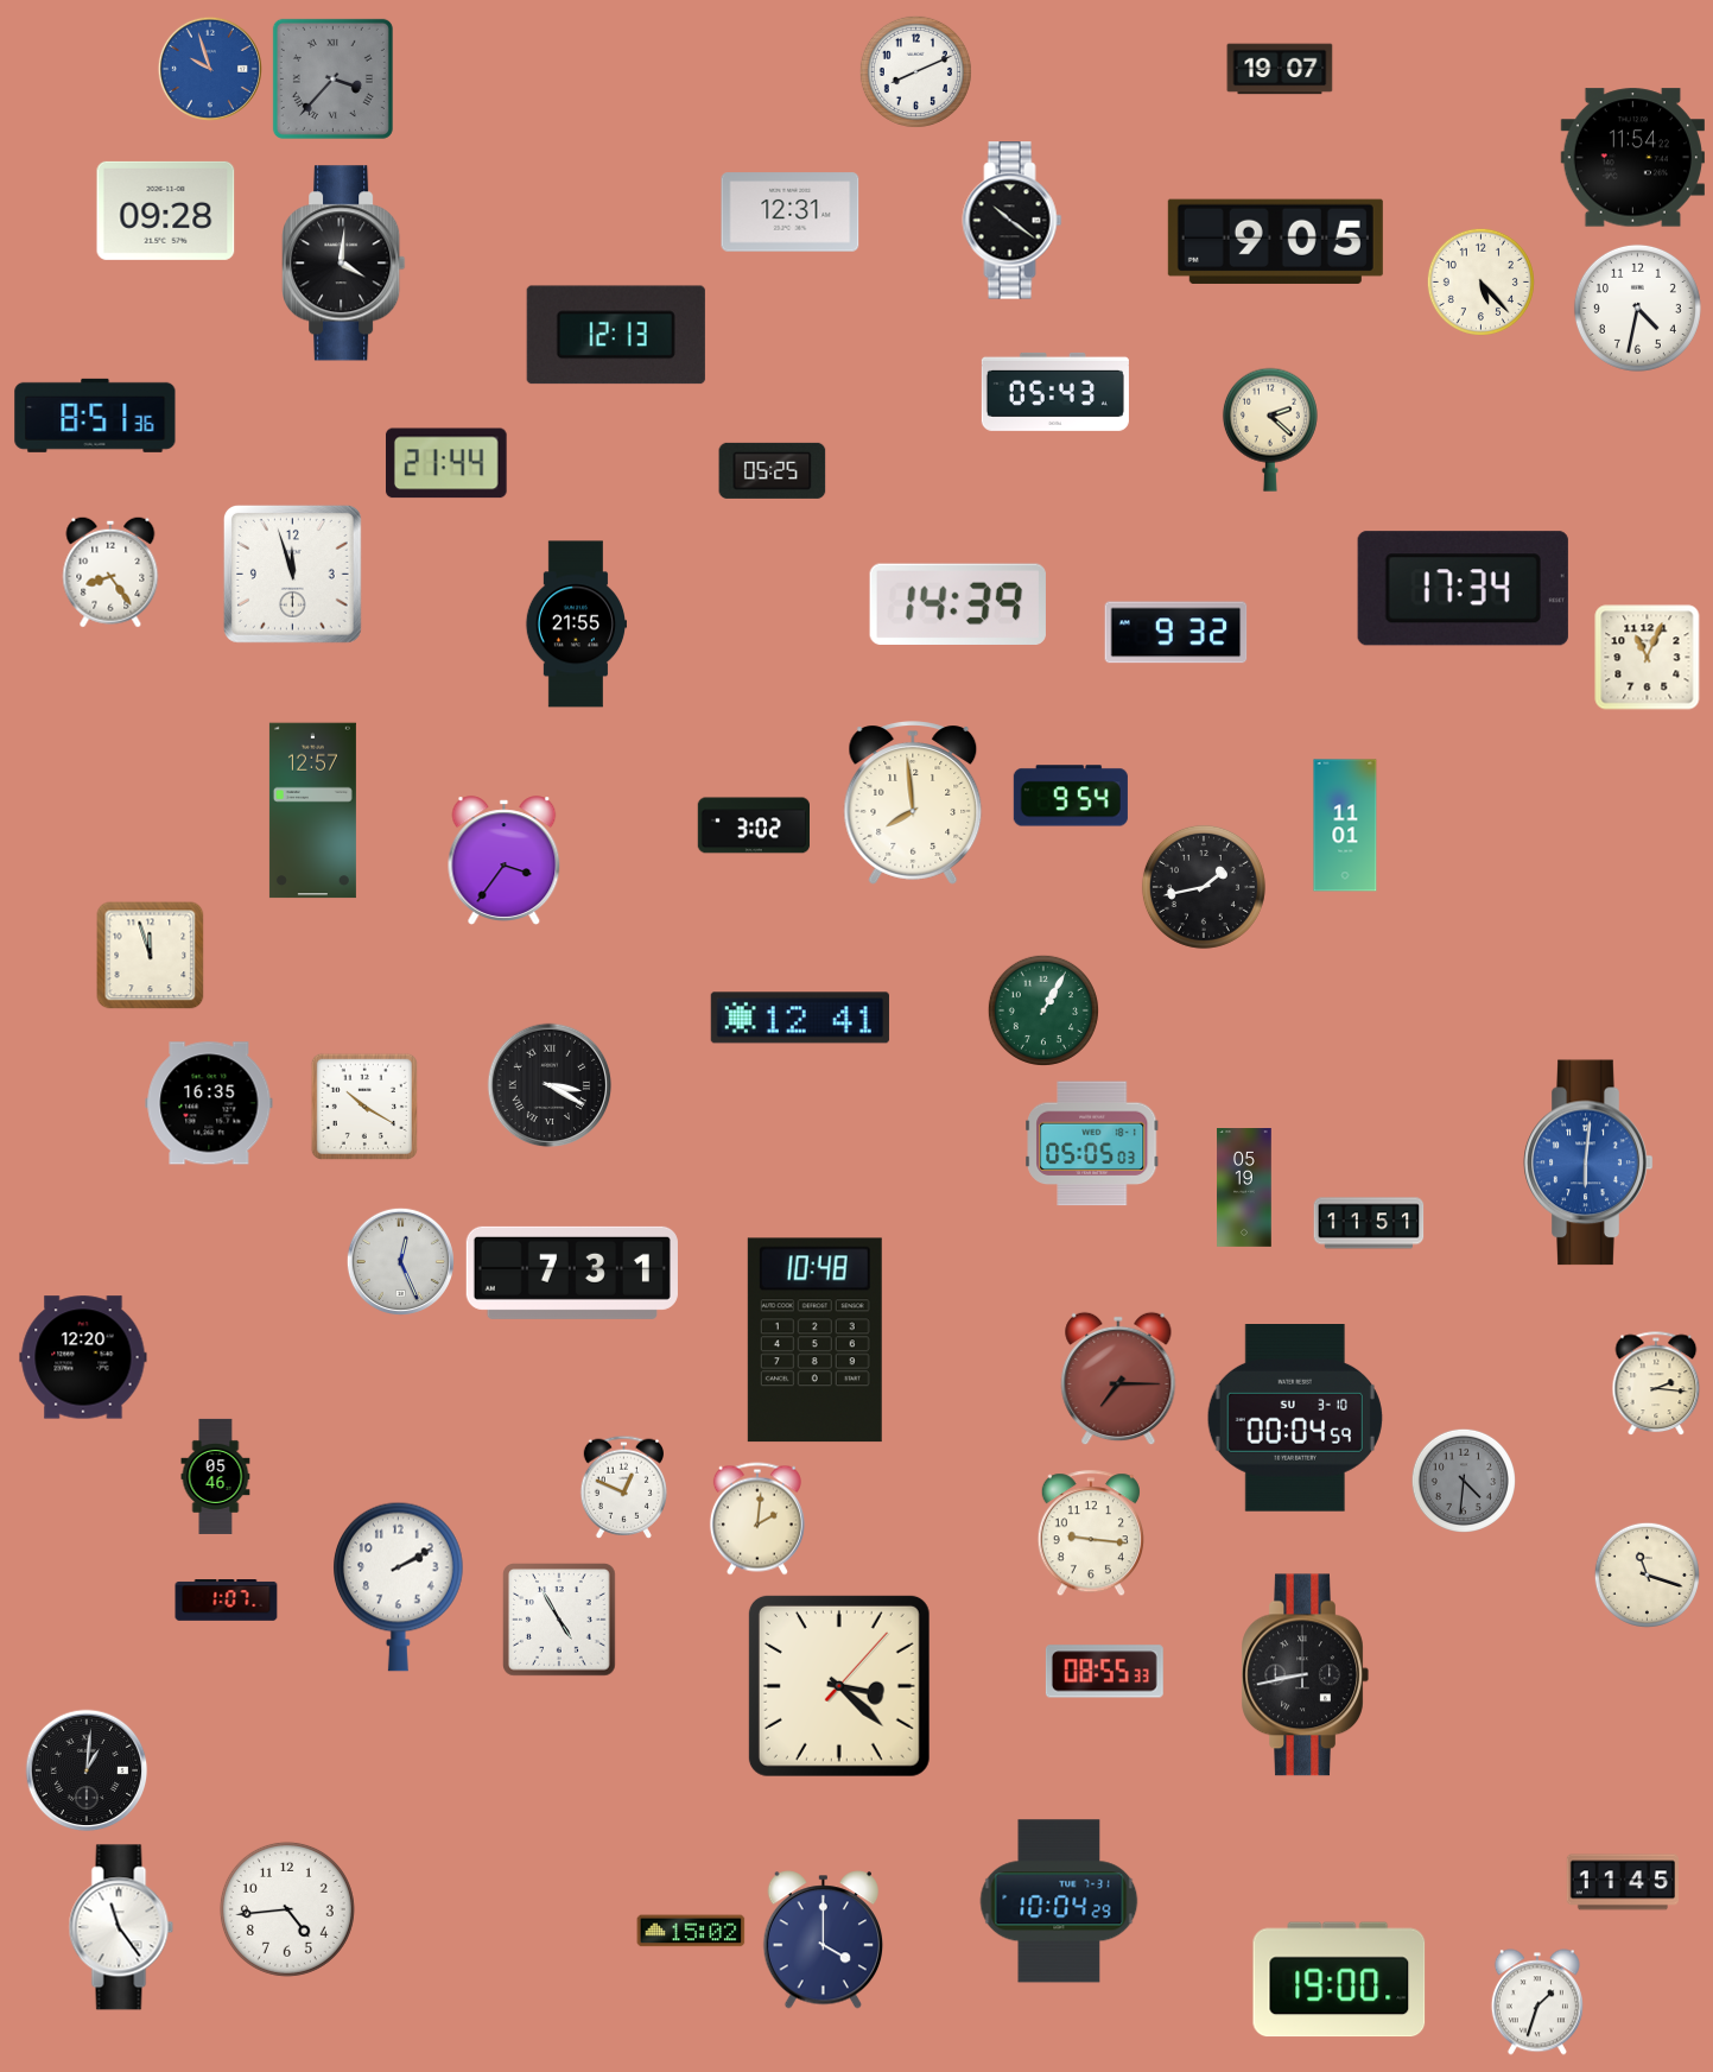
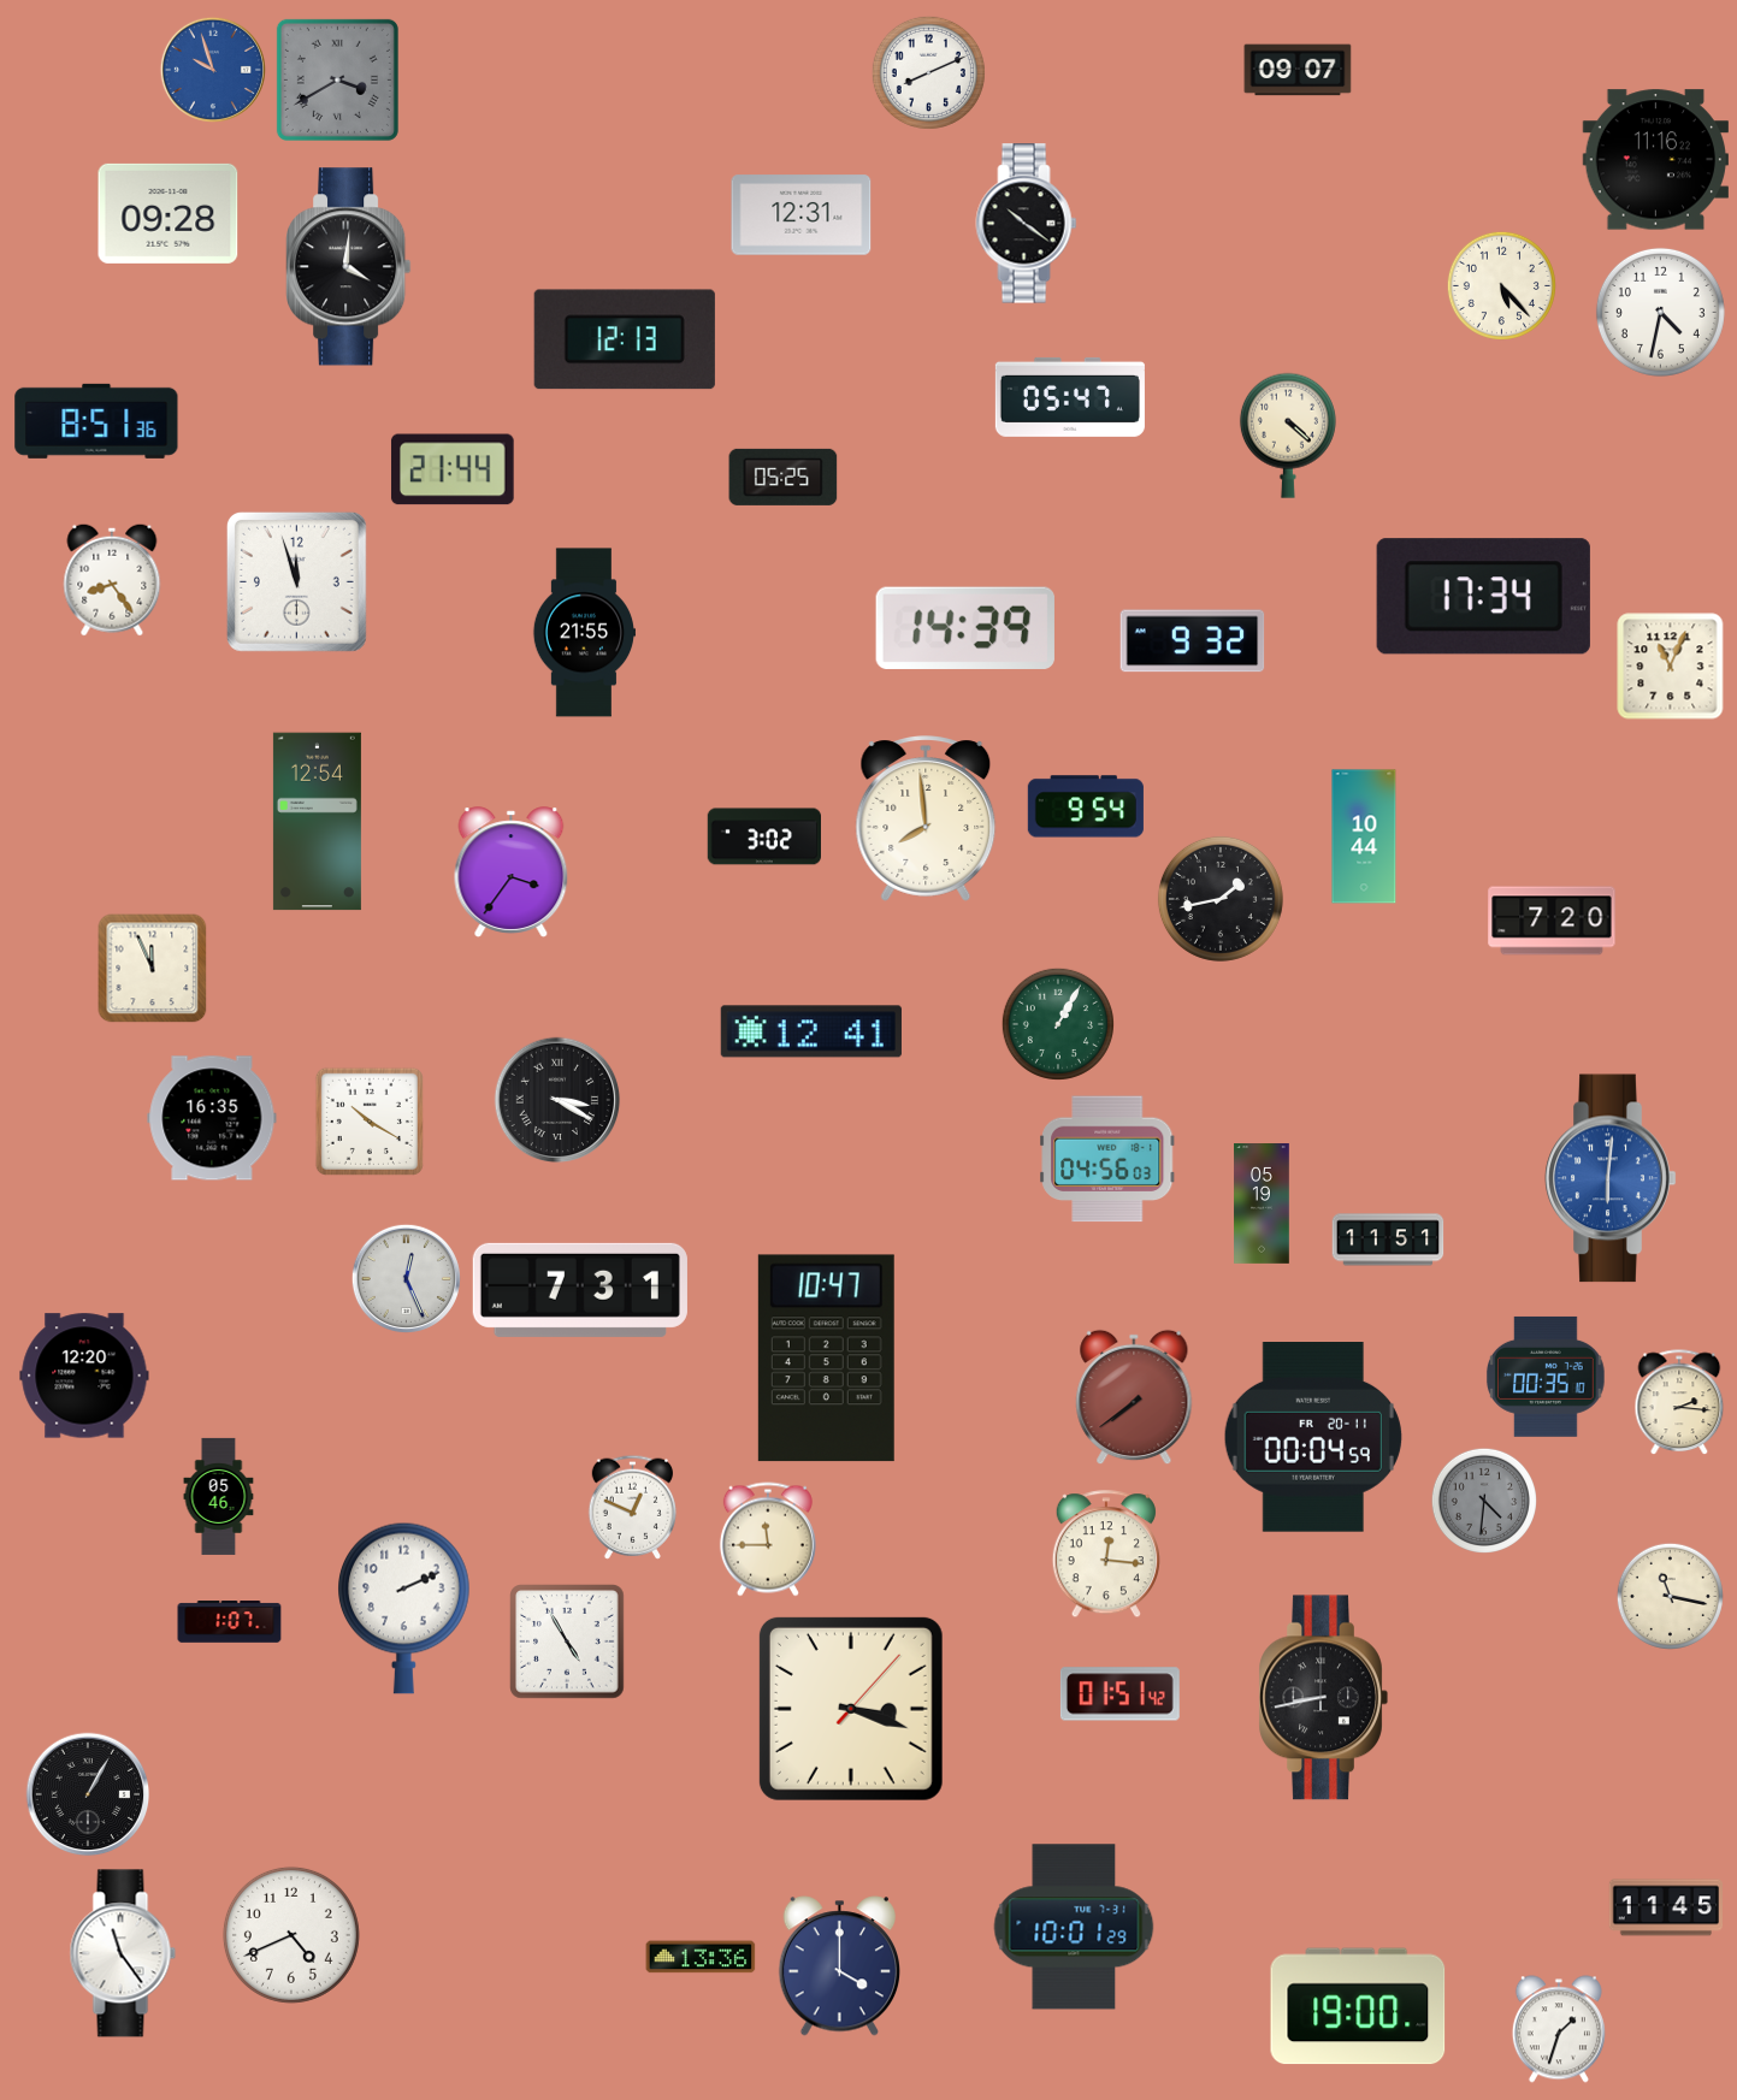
clock at (1280, 69): 19:07 -> 09:07
clock at (332, 78): 3:37 -> 3:40
clock at (1632, 158): 11:54 -> 11:16
clock at (1275, 241): 9:05 -> none
clock at (1055, 392): 05:43 -> 05:47
clock at (1270, 430): 2:22 -> 4:22
clock at (958, 604) position: (958, 604) -> (965, 628)
clock at (913, 803) position: (913, 803) -> (926, 818)
clock at (312, 811): 12:57 -> 12:54
clock at (1345, 825): 11:01 -> 10:44
clock at (1552, 921): none -> 7:20
clock at (151, 956): 11:57 -> 11:56
clock at (1092, 1143): 05:05 -> 04:56
clock at (814, 1341): 10:48 -> 10:47
clock at (1546, 1377): none -> 00:35
clock at (1118, 1379): 7:15 -> 7:39
clock at (1295, 1419) date: SU 3-10 -> FR 20-11
clock at (757, 1519): 2:01 -> 11:45
clock at (1091, 1534): 9:16 -> 12:16
clock at (1647, 1574): 11:18 -> 11:17
clock at (399, 1586): 2:10 -> 2:11
clock at (1104, 1672): 08:55 -> 01:51
clock at (839, 1686): 3:22 -> 3:18
clock at (87, 1770): 1:01 -> 1:05
clock at (1622, 1882) position: (1622, 1882) -> (1665, 1907)
clock at (1059, 1901): 10:04 -> 10:01
clock at (287, 1909): 4:44 -> 4:41
clock at (691, 1931): 15:02 -> 13:36
clock at (824, 1940) position: (824, 1940) -> (840, 1966)
